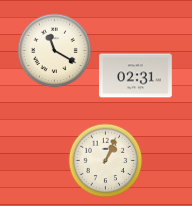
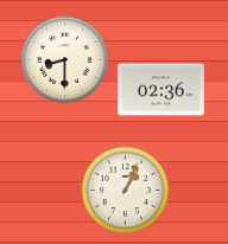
clock at (55, 51): 11:20 -> 8:30
clock at (136, 76): 02:31 -> 02:36
